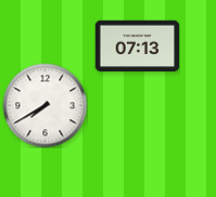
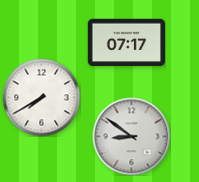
clock at (137, 47): 07:13 -> 07:17
clock at (131, 136): none -> 8:51
